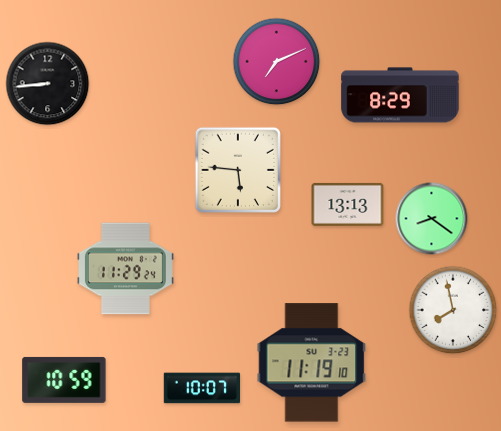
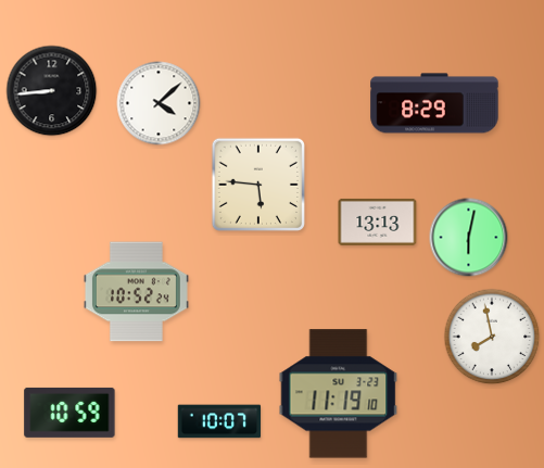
clock at (277, 62): 7:11 -> none
clock at (159, 103): none -> 4:08
clock at (432, 219): 8:21 -> 6:02
clock at (125, 269): 11:29 -> 10:52
